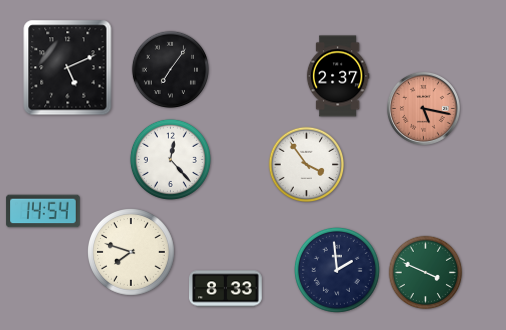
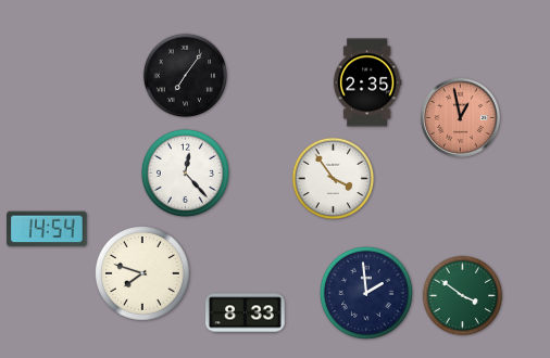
clock at (68, 68): 5:11 -> none
clock at (338, 76): 2:37 -> 2:35
clock at (423, 108): 5:17 -> 12:58
clock at (426, 273): 3:49 -> 3:51
